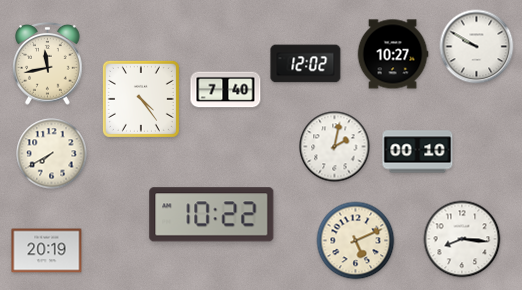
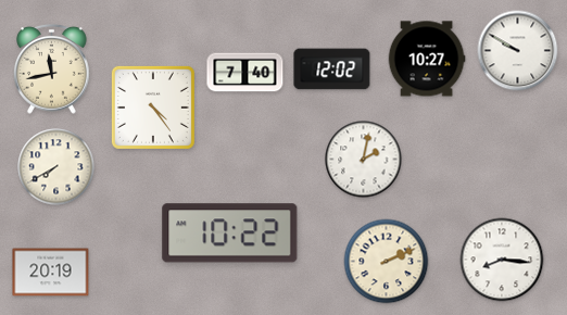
clock at (226, 90) position: (226, 90) -> (245, 73)
clock at (418, 152): 00:10 -> none
clock at (356, 241): 5:11 -> 2:11
